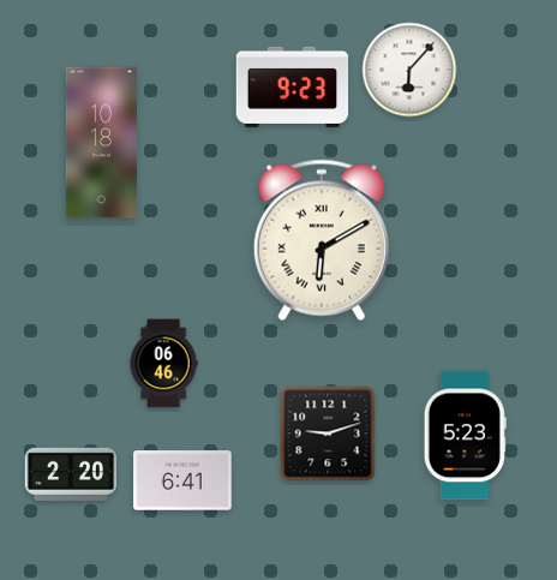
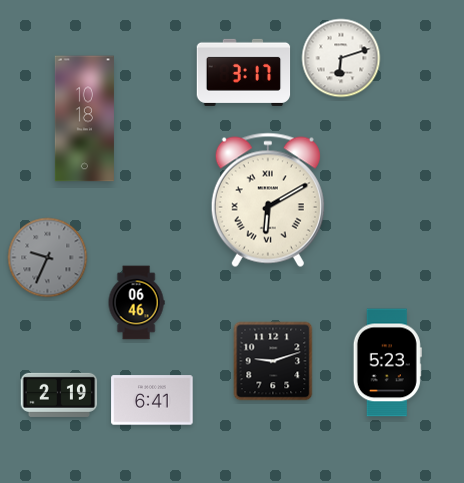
clock at (409, 70): 6:07 -> 6:12
clock at (293, 86): 9:23 -> 3:17
clock at (48, 258): none -> 9:34
clock at (71, 474): 2:20 -> 2:19
